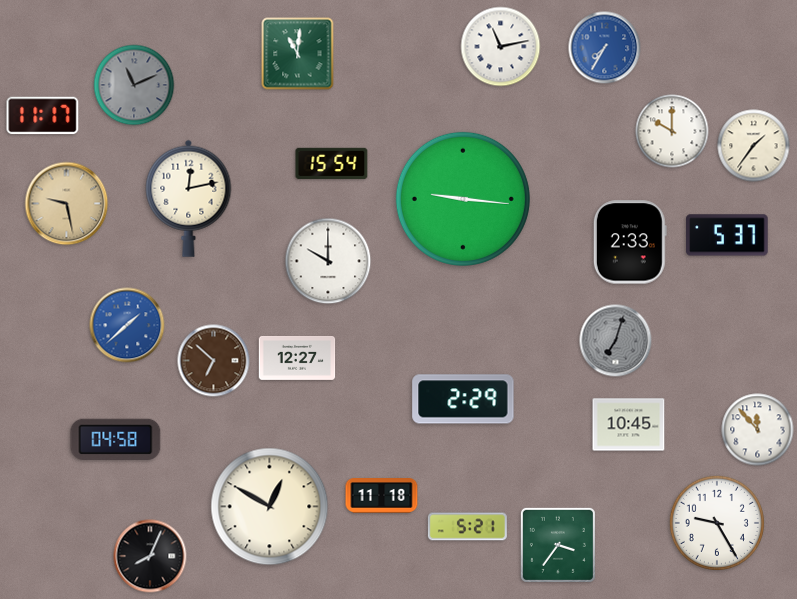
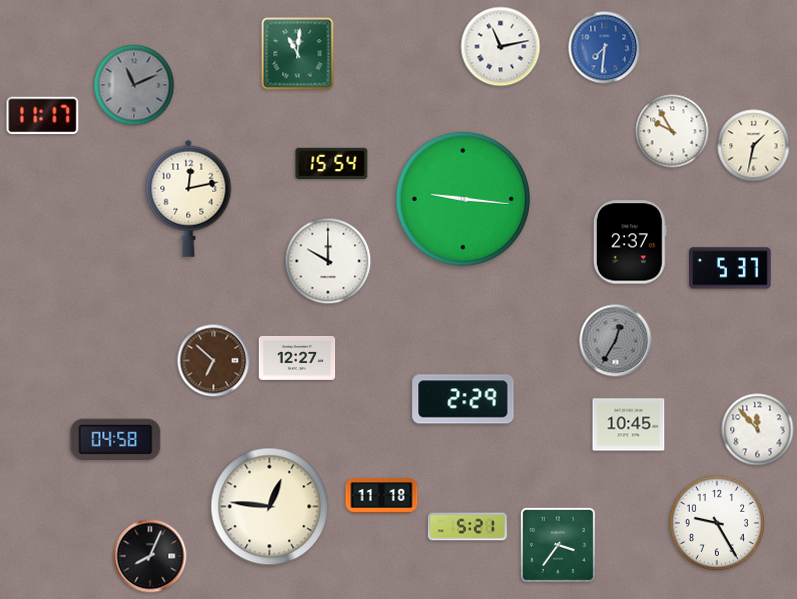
clock at (605, 48): 7:35 -> 7:31
clock at (672, 131): 10:00 -> 9:55
clock at (754, 146): 1:36 -> 1:32
clock at (67, 204): 9:28 -> none
clock at (727, 235) position: (727, 235) -> (730, 268)
clock at (630, 242): 2:33 -> 2:37
clock at (127, 325): 1:38 -> none
clock at (616, 341): 7:03 -> 12:35
clock at (270, 507): 12:50 -> 12:46
